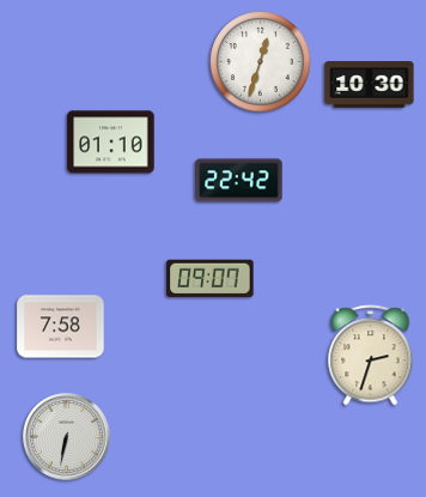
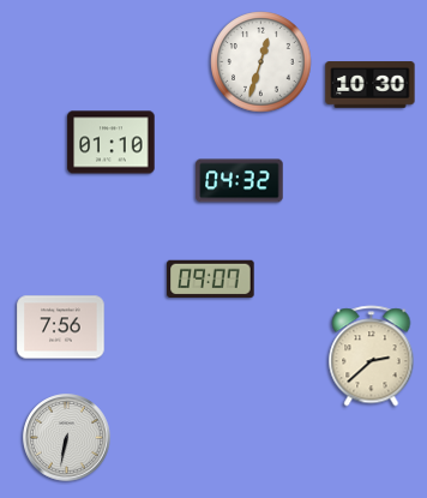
clock at (239, 181): 22:42 -> 04:32
clock at (61, 327): 7:58 -> 7:56
clock at (371, 356): 2:33 -> 2:38
